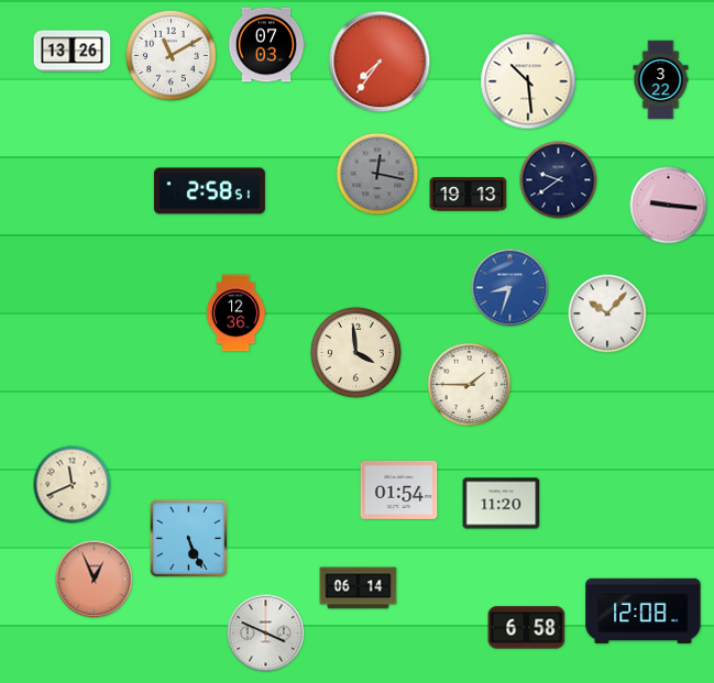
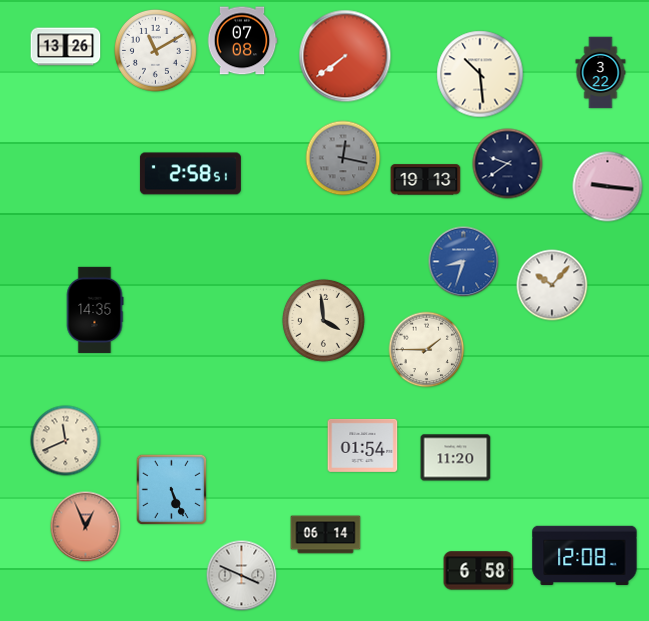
clock at (266, 45): 07:03 -> 07:08
clock at (380, 62): 7:36 -> 7:39
clock at (469, 195) position: (469, 195) -> (426, 180)
clock at (235, 313): 12:36 -> none
clock at (95, 310): none -> 14:35
